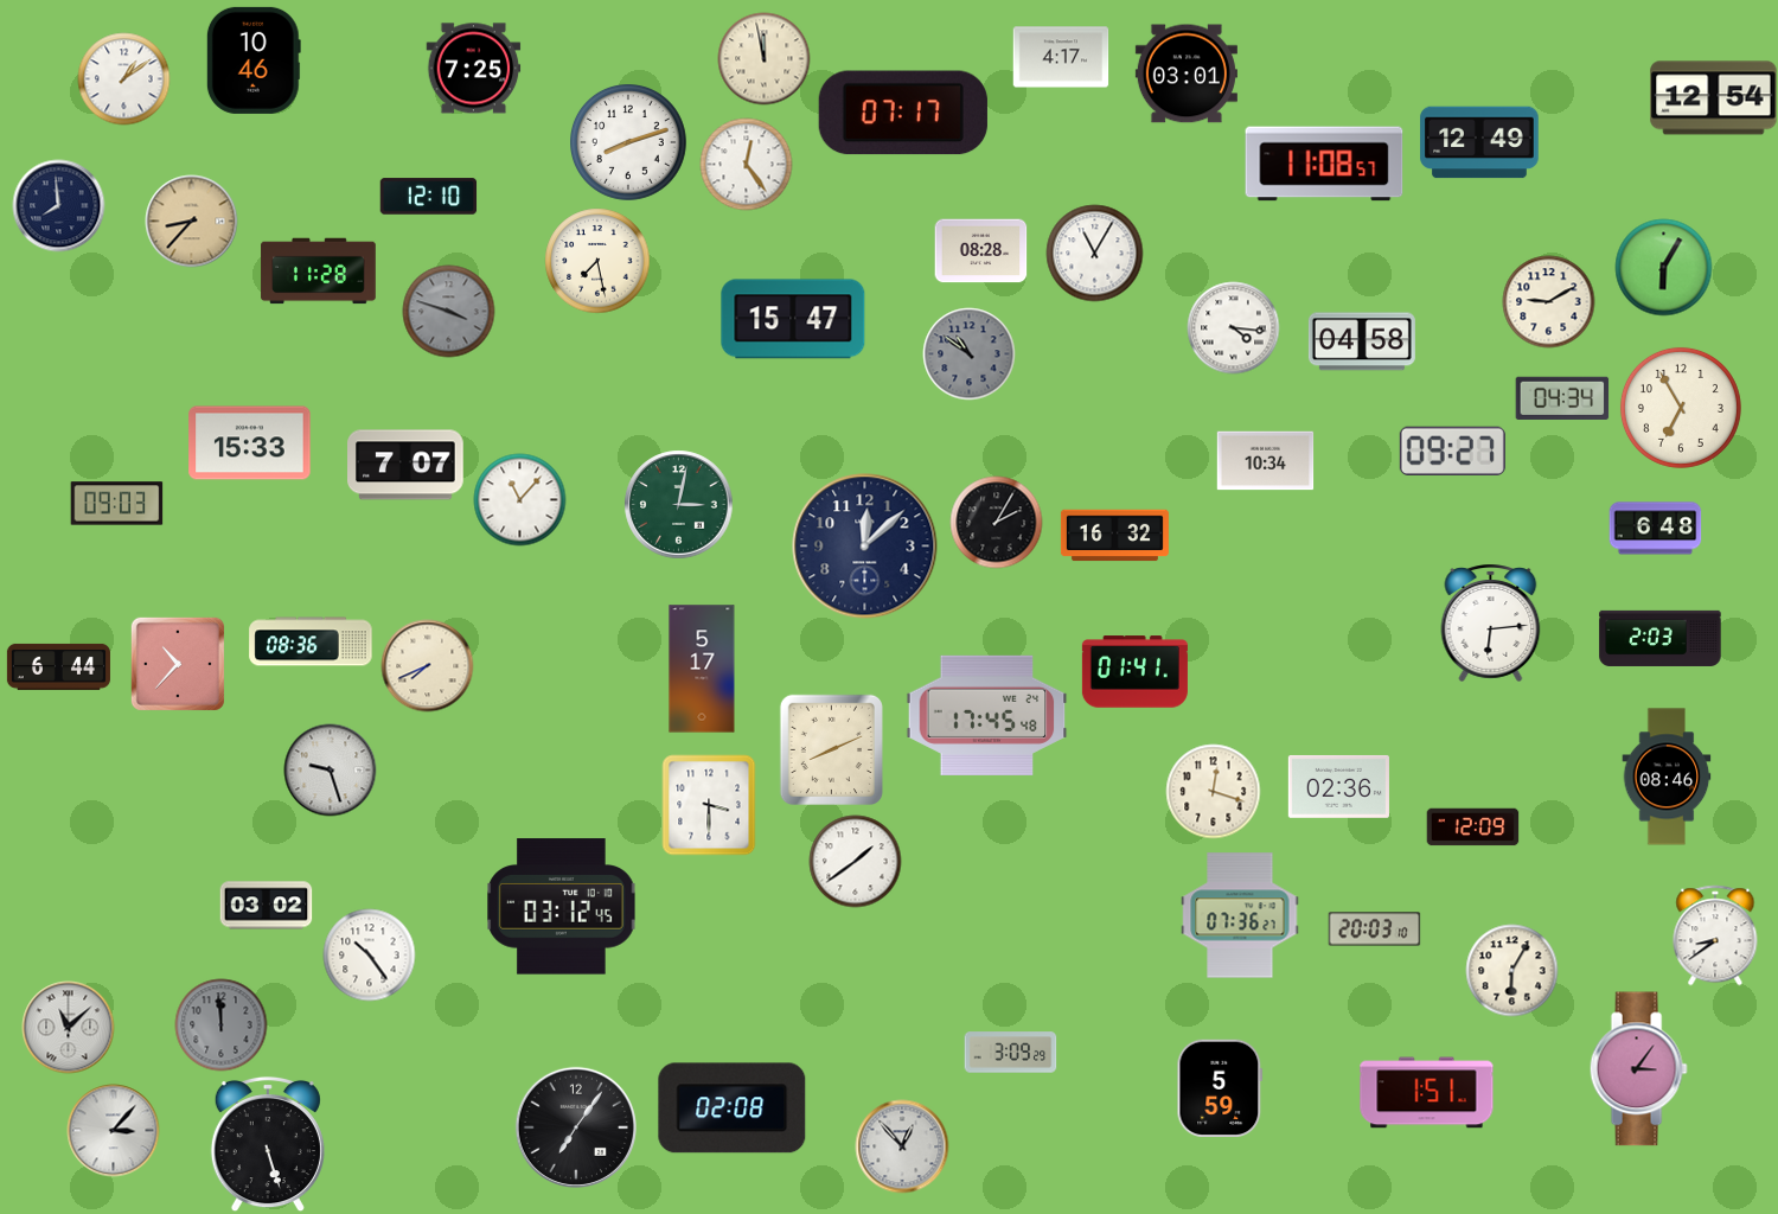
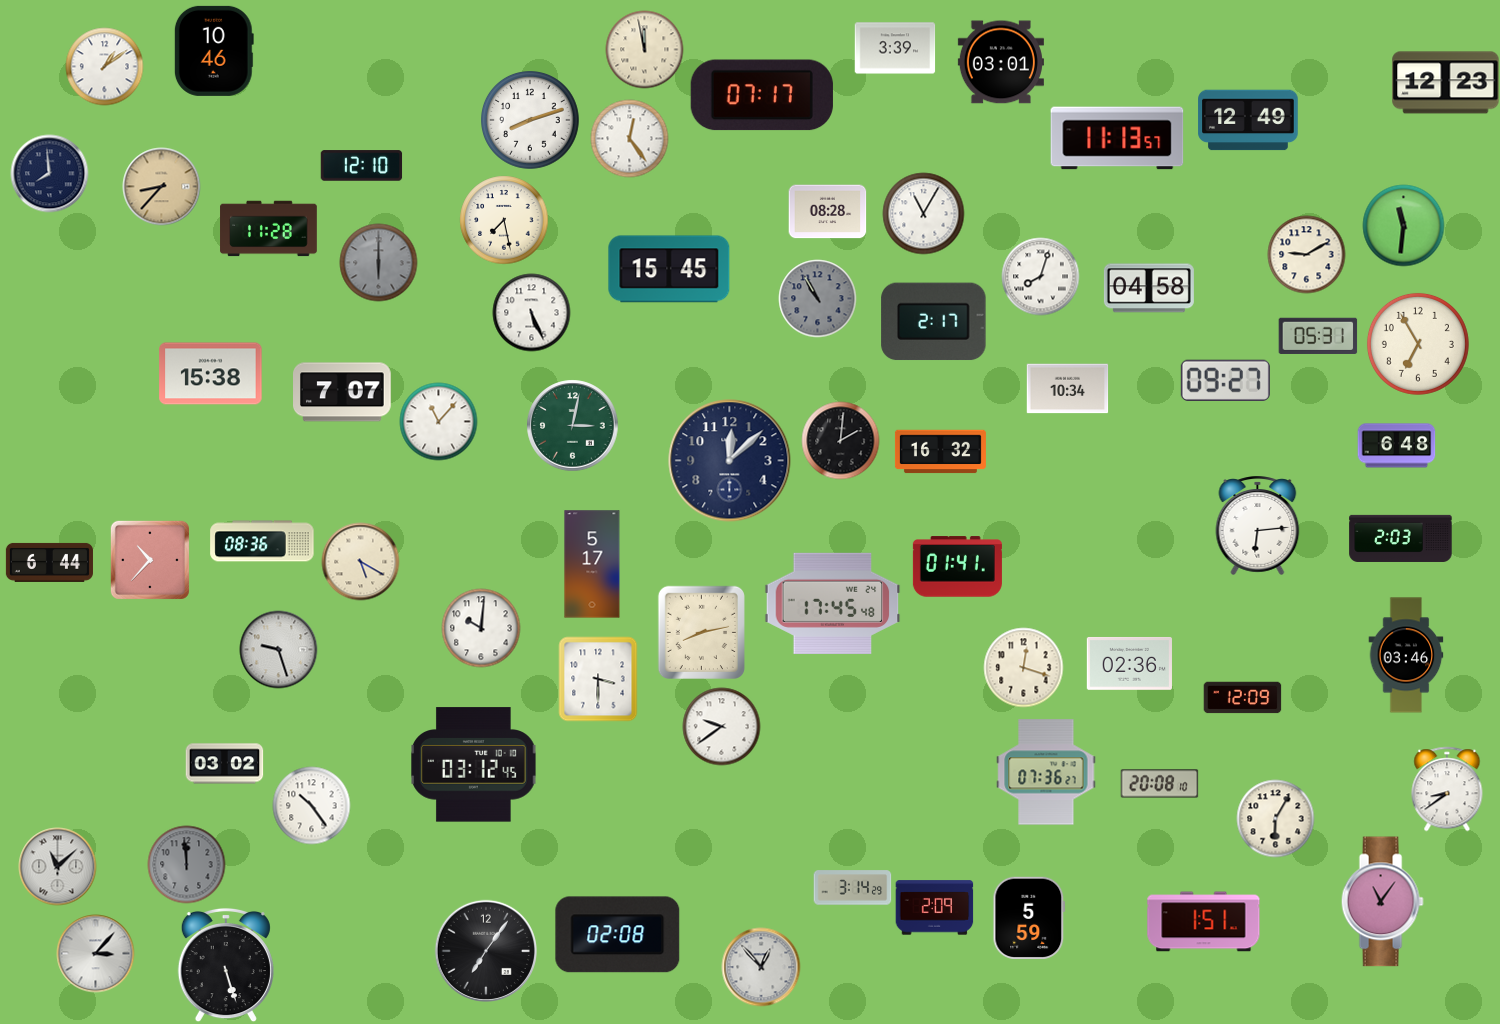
clock at (1061, 57): 4:17 -> 3:39
clock at (473, 69): 7:25 -> none
clock at (1714, 98): 12:54 -> 12:23
clock at (1324, 164): 11:08 -> 11:13
clock at (1663, 267): 6:05 -> 11:31
clock at (448, 311): 3:48 -> 6:00
clock at (793, 319): 15:47 -> 15:45
clock at (1233, 327): 4:16 -> 8:03
clock at (968, 353): 10:51 -> 10:55
clock at (531, 312): none -> 5:26
clock at (934, 322): none -> 2:17
clock at (1562, 398): 04:34 -> 05:31
clock at (250, 443): 15:33 -> 15:38
clock at (116, 504): 09:03 -> none
clock at (996, 522): 2:05 -> 2:01
clock at (427, 665): 7:41 -> 5:20
clock at (481, 628): none -> 10:01
clock at (831, 749): 8:11 -> 8:13
clock at (1667, 777): 08:46 -> 03:46
clock at (855, 861): 1:39 -> 9:39
clock at (1374, 929): 20:03 -> 20:08
clock at (1010, 1053): 3:09 -> 3:14
clock at (1638, 1069): 3:06 -> 11:06
clock at (934, 908): none -> 2:09
